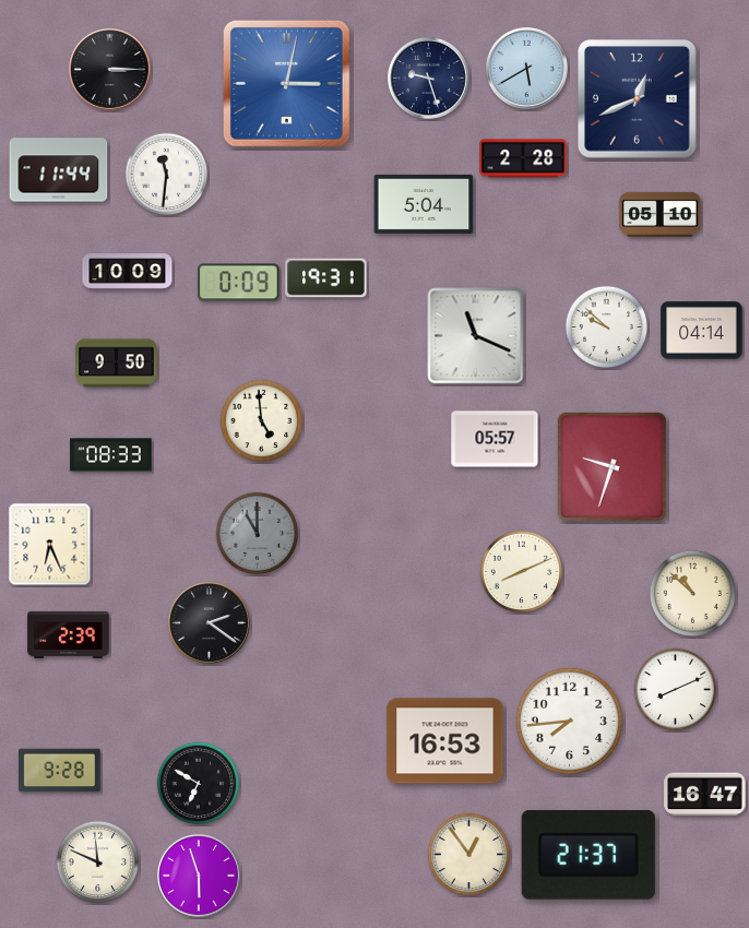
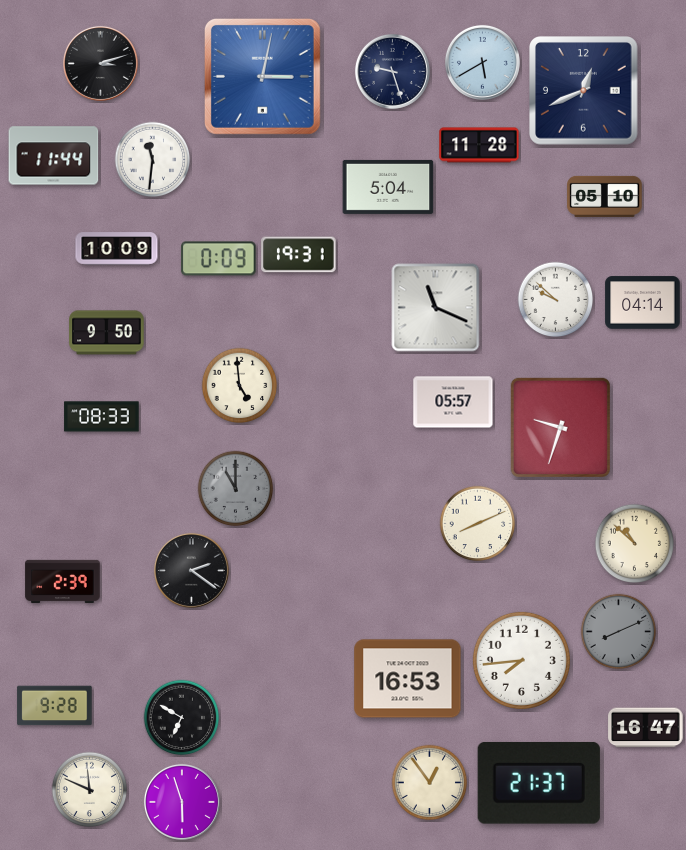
clock at (109, 69): 3:15 -> 3:12
clock at (523, 158): 2:28 -> 11:28
clock at (50, 545): 6:26 -> none
clock at (676, 690) dial: white -> grey
